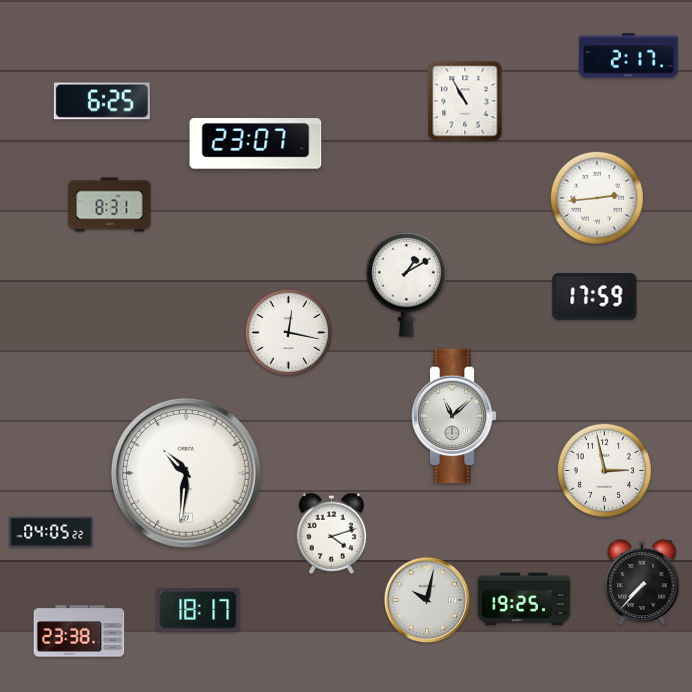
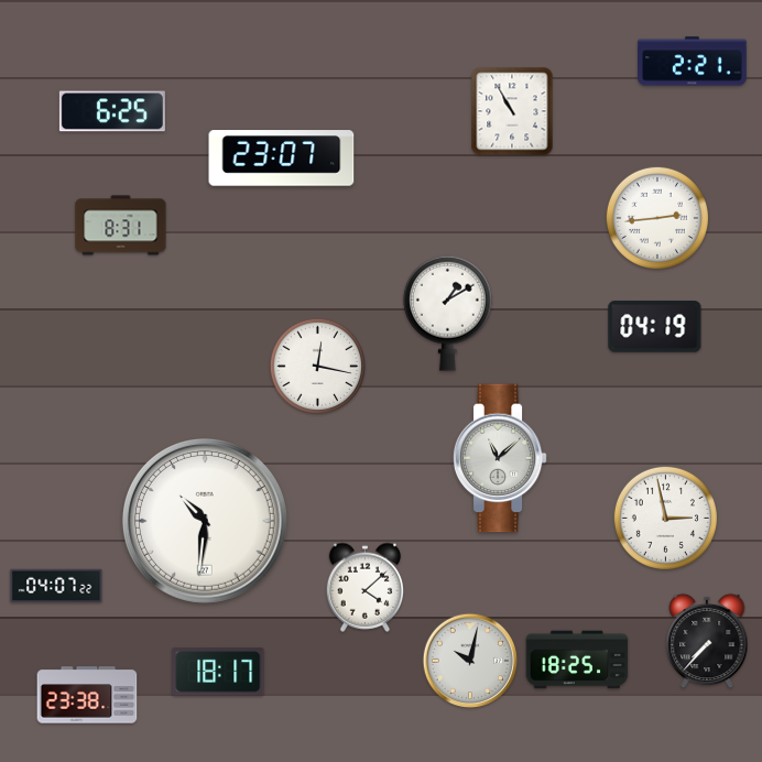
clock at (629, 56): 2:17 -> 2:21
clock at (595, 297): 17:59 -> 04:19
clock at (51, 532): 04:05 -> 04:07
clock at (332, 533): 4:12 -> 4:08
clock at (524, 599): 19:25 -> 18:25
